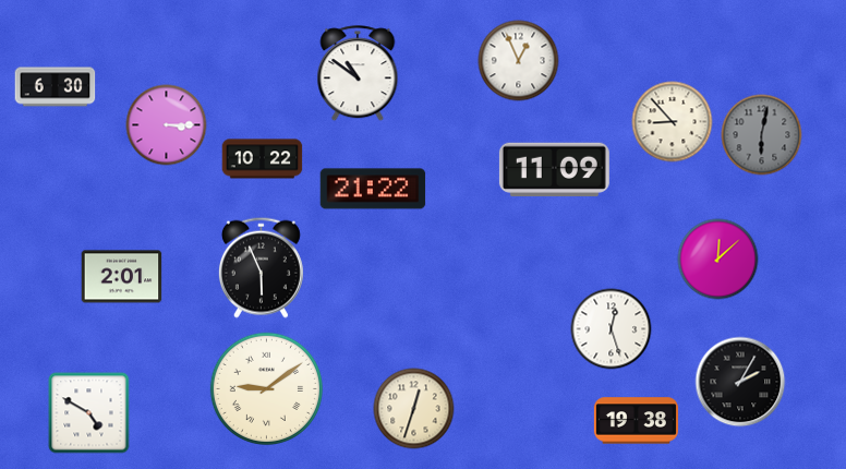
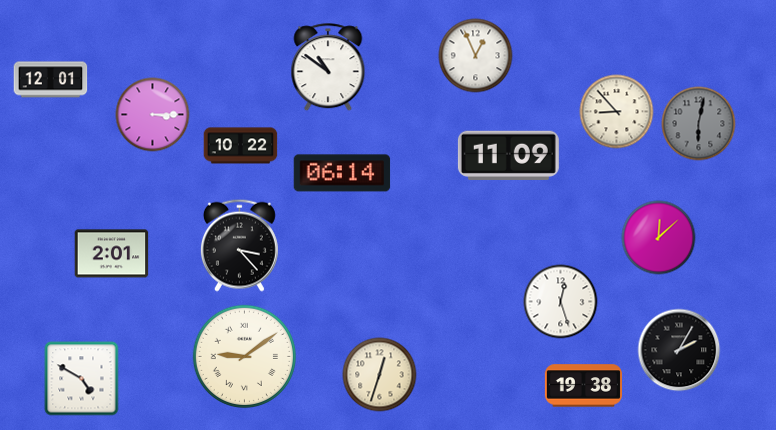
clock at (56, 87): 6:30 -> 12:01
clock at (373, 189): 21:22 -> 06:14
clock at (261, 267): 5:56 -> 3:23
